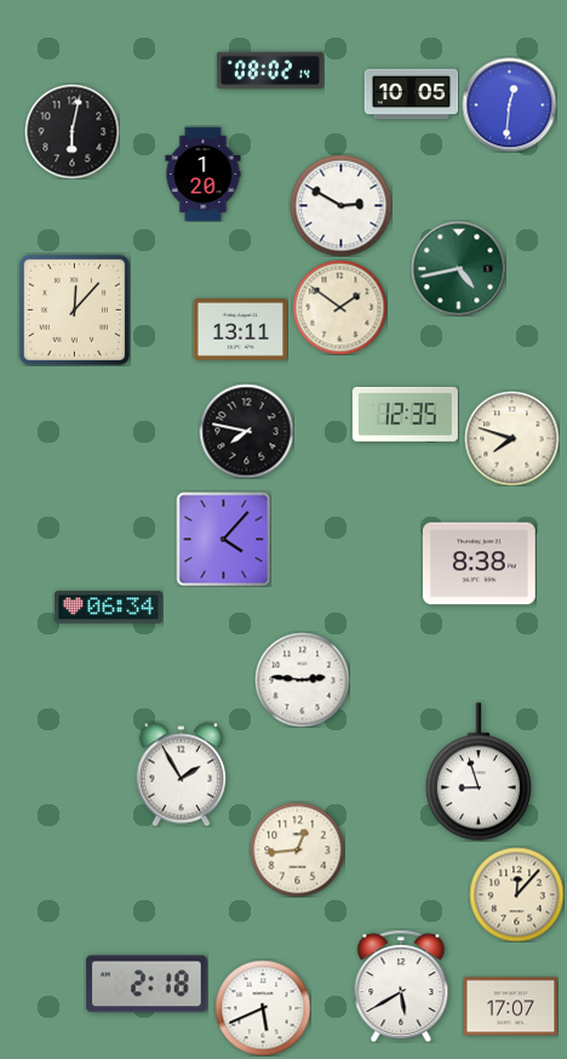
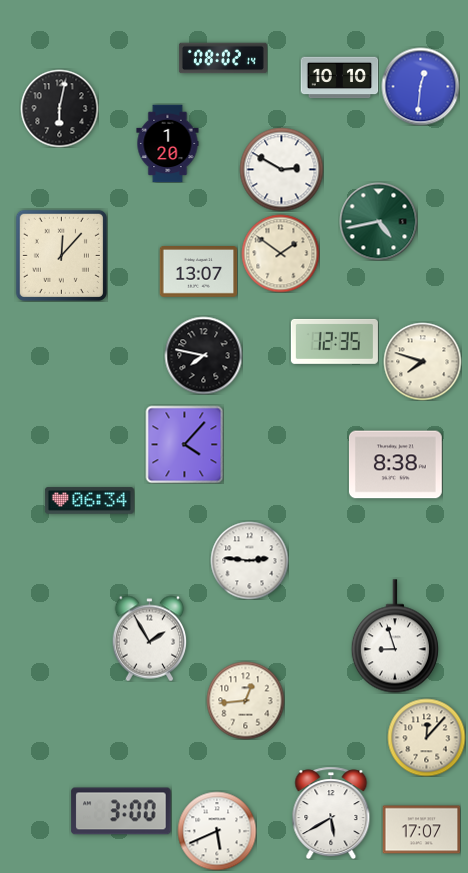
clock at (411, 95): 10:05 -> 10:10
clock at (240, 330): 13:11 -> 13:07
clock at (147, 984): 2:18 -> 3:00
